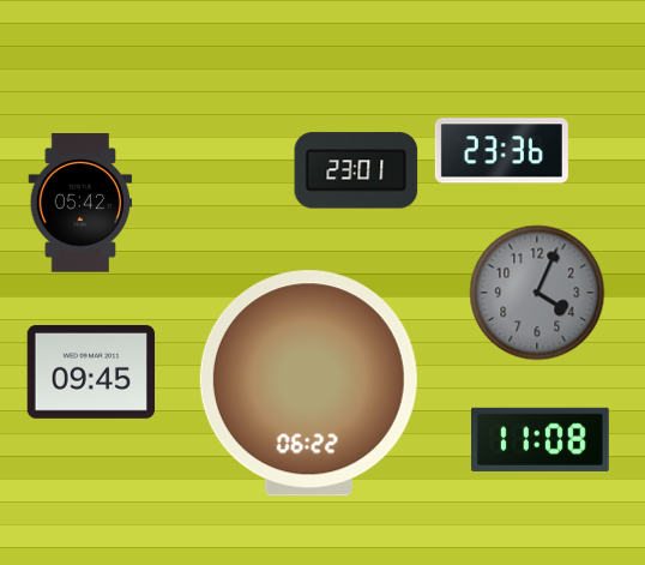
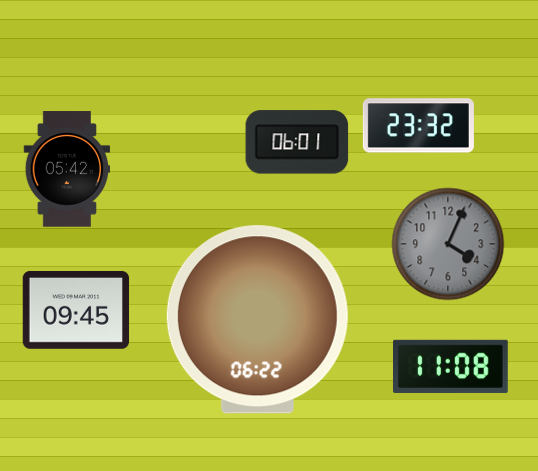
clock at (501, 151): 23:36 -> 23:32
clock at (356, 170): 23:01 -> 06:01
